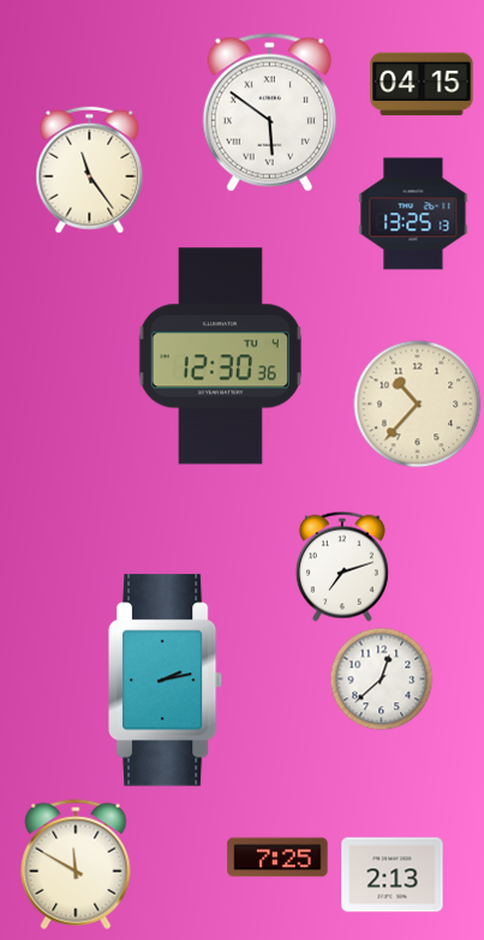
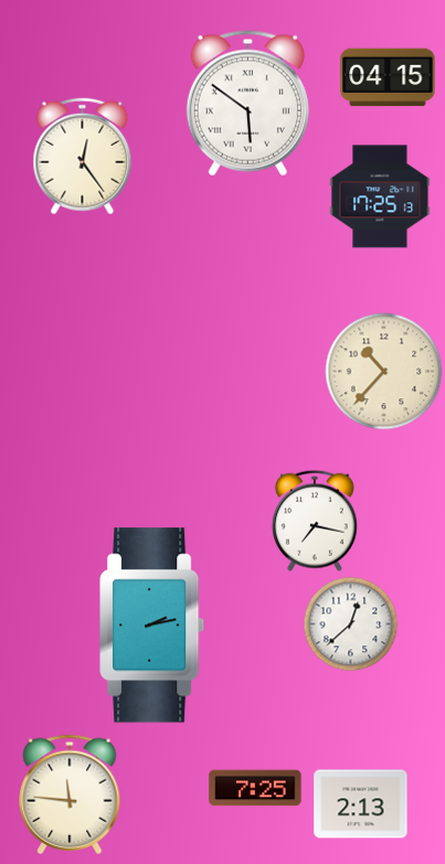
clock at (90, 170): 11:24 -> 12:24
clock at (413, 214): 13:25 -> 17:25
clock at (220, 357): 12:30 -> none
clock at (342, 567): 7:12 -> 7:17
clock at (76, 864): 11:50 -> 11:46
